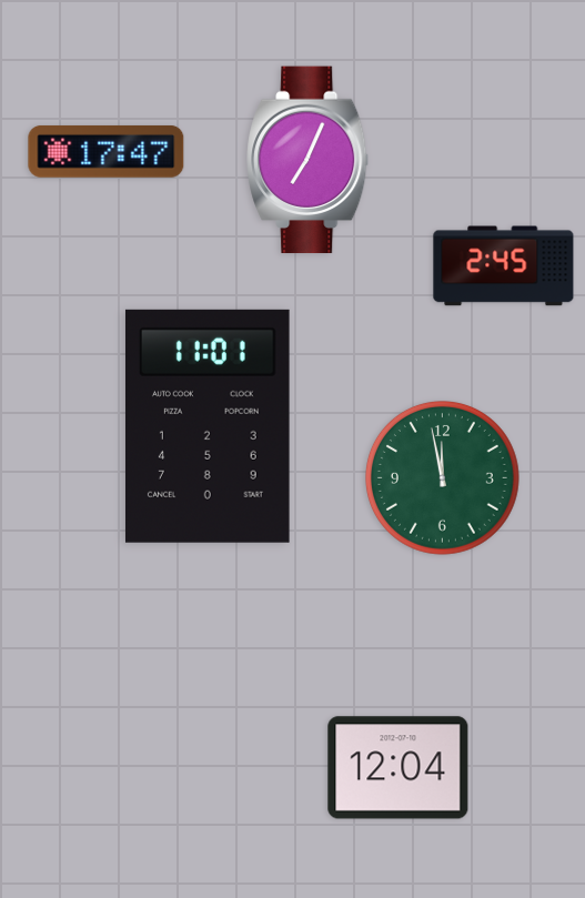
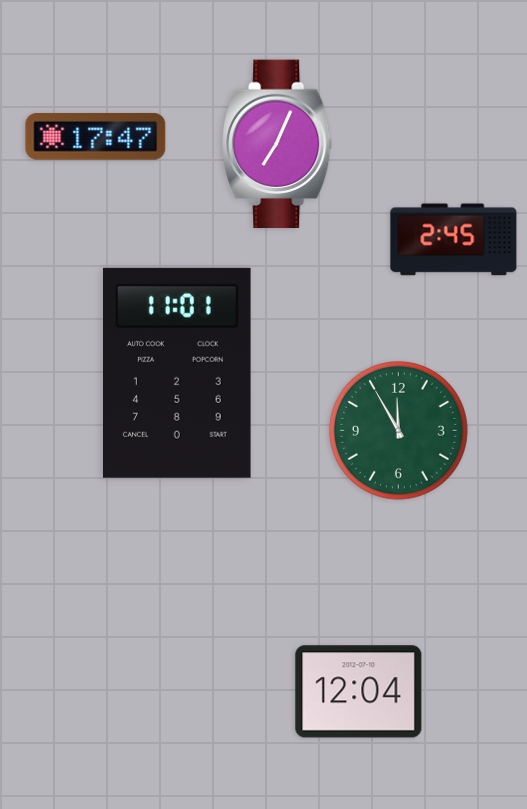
clock at (208, 426) position: (208, 426) -> (177, 373)
clock at (442, 477): 11:58 -> 11:55
